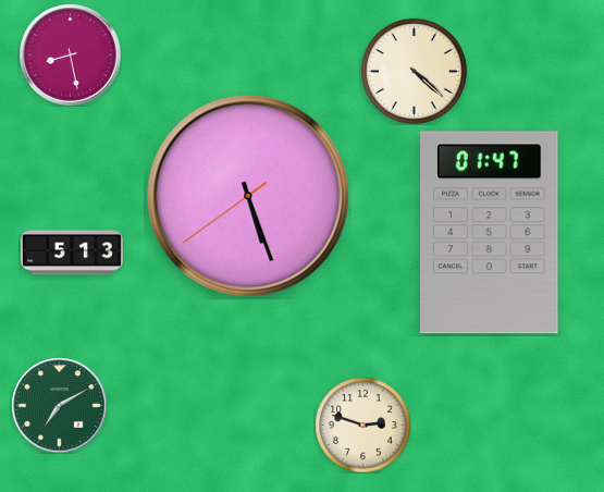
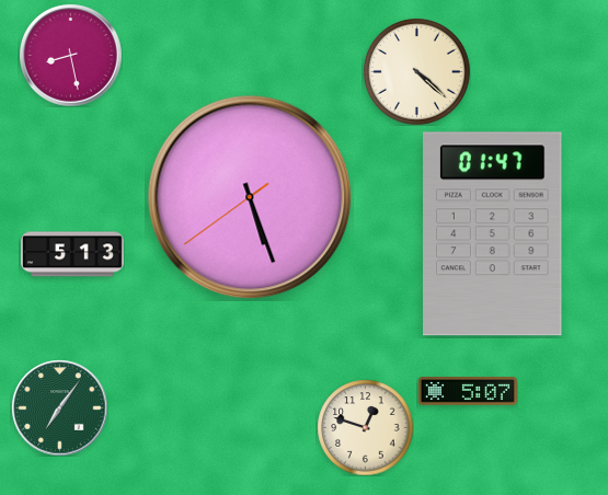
clock at (468, 392): none -> 5:07
clock at (59, 405): 7:10 -> 7:06
clock at (362, 425): 2:48 -> 12:48
